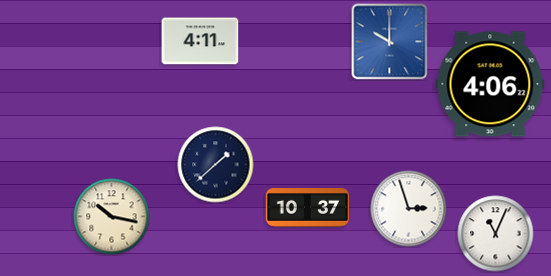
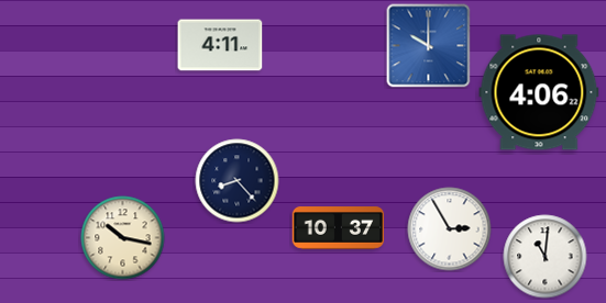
clock at (216, 165): 1:38 -> 8:23
clock at (409, 209): 2:57 -> 2:55
clock at (496, 234): 11:04 -> 11:01
